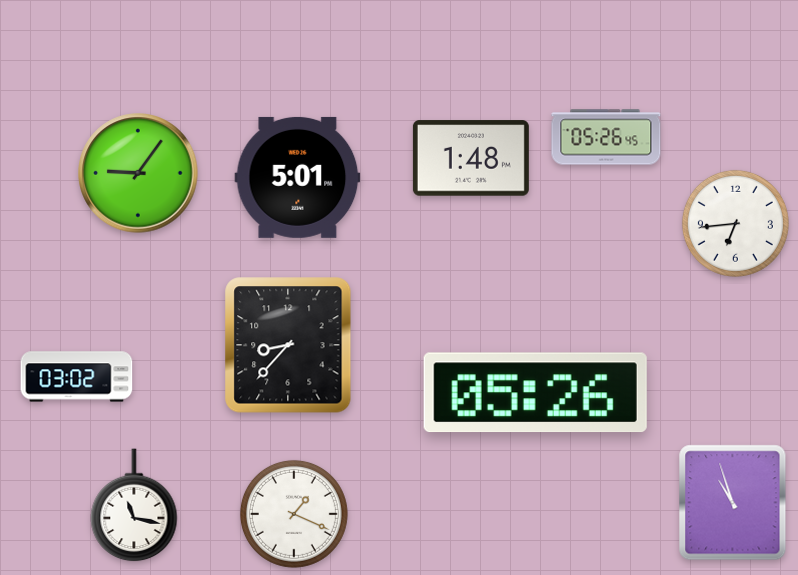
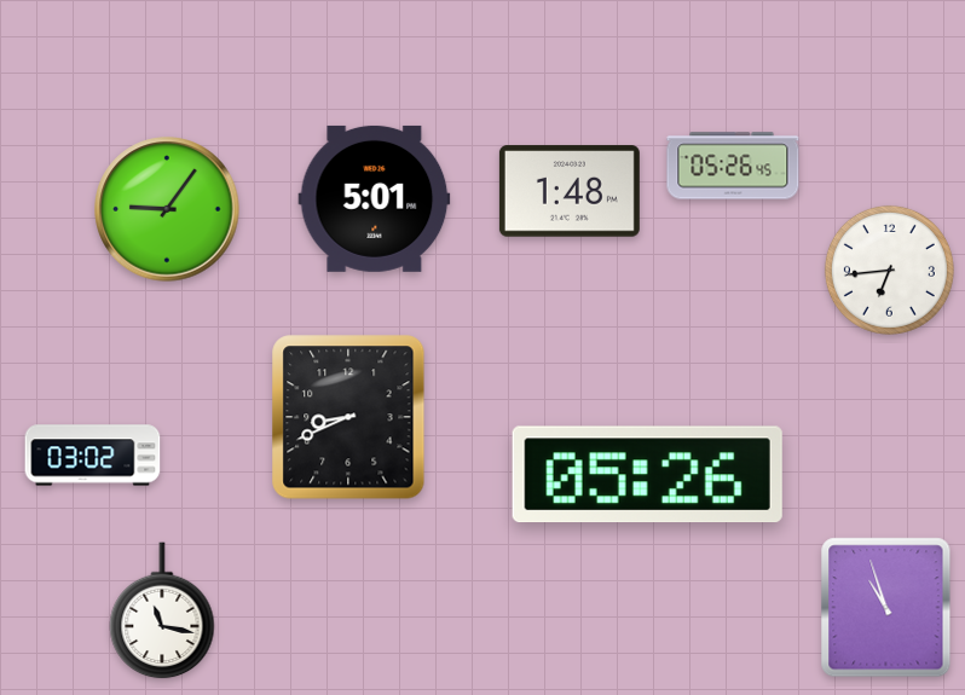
clock at (298, 177) position: (298, 177) -> (375, 198)
clock at (288, 345): 8:37 -> 8:41
clock at (294, 514): 1:19 -> none
